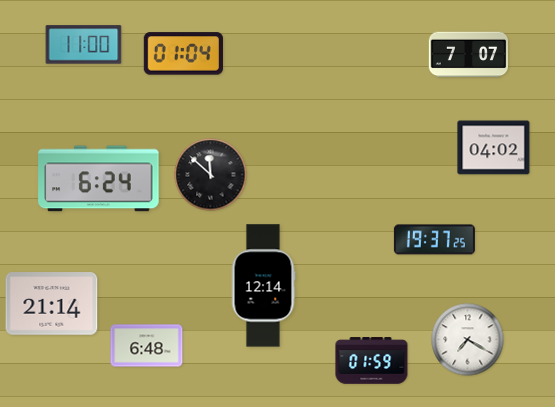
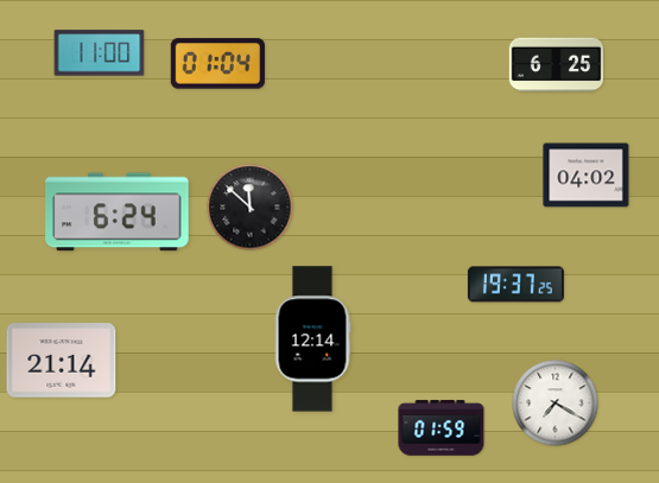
clock at (469, 55): 7:07 -> 6:25
clock at (147, 346): 6:48 -> none
